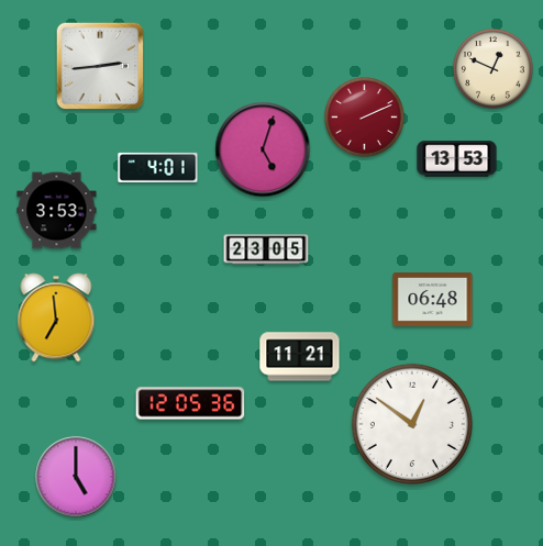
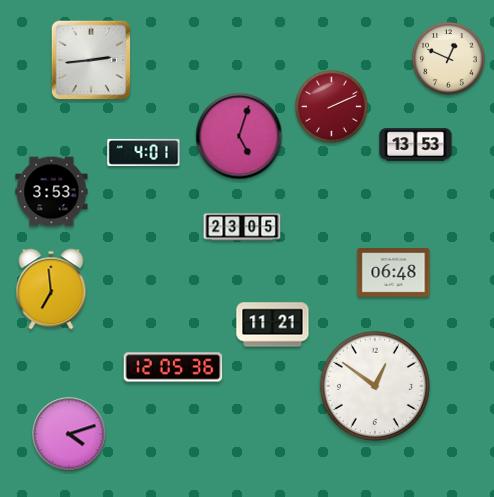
clock at (494, 69) position: (494, 69) -> (449, 59)
clock at (76, 477): 5:00 -> 4:12
